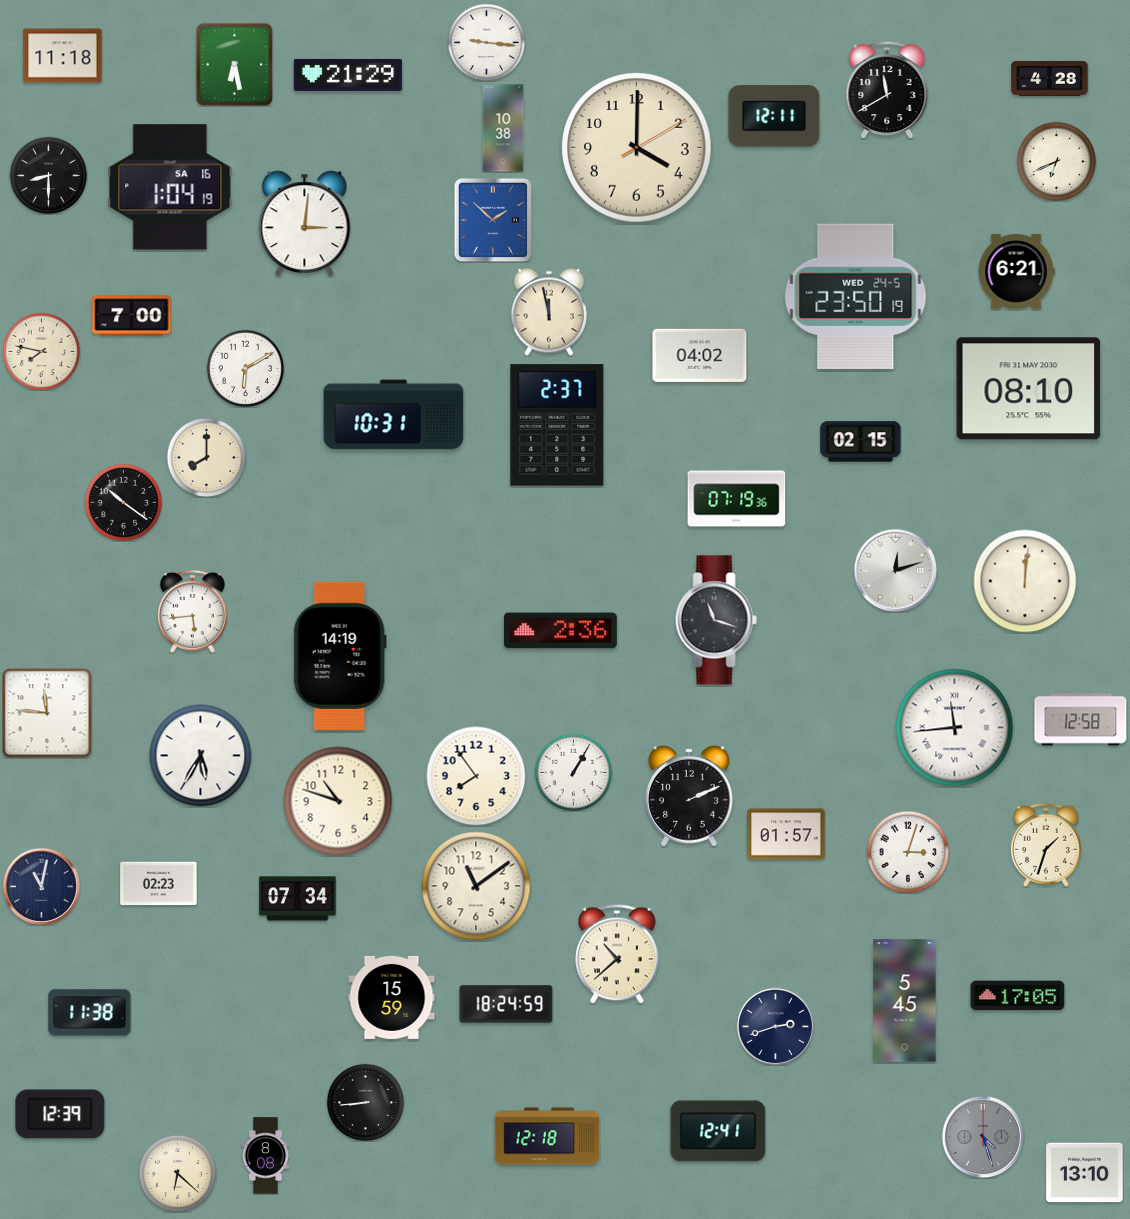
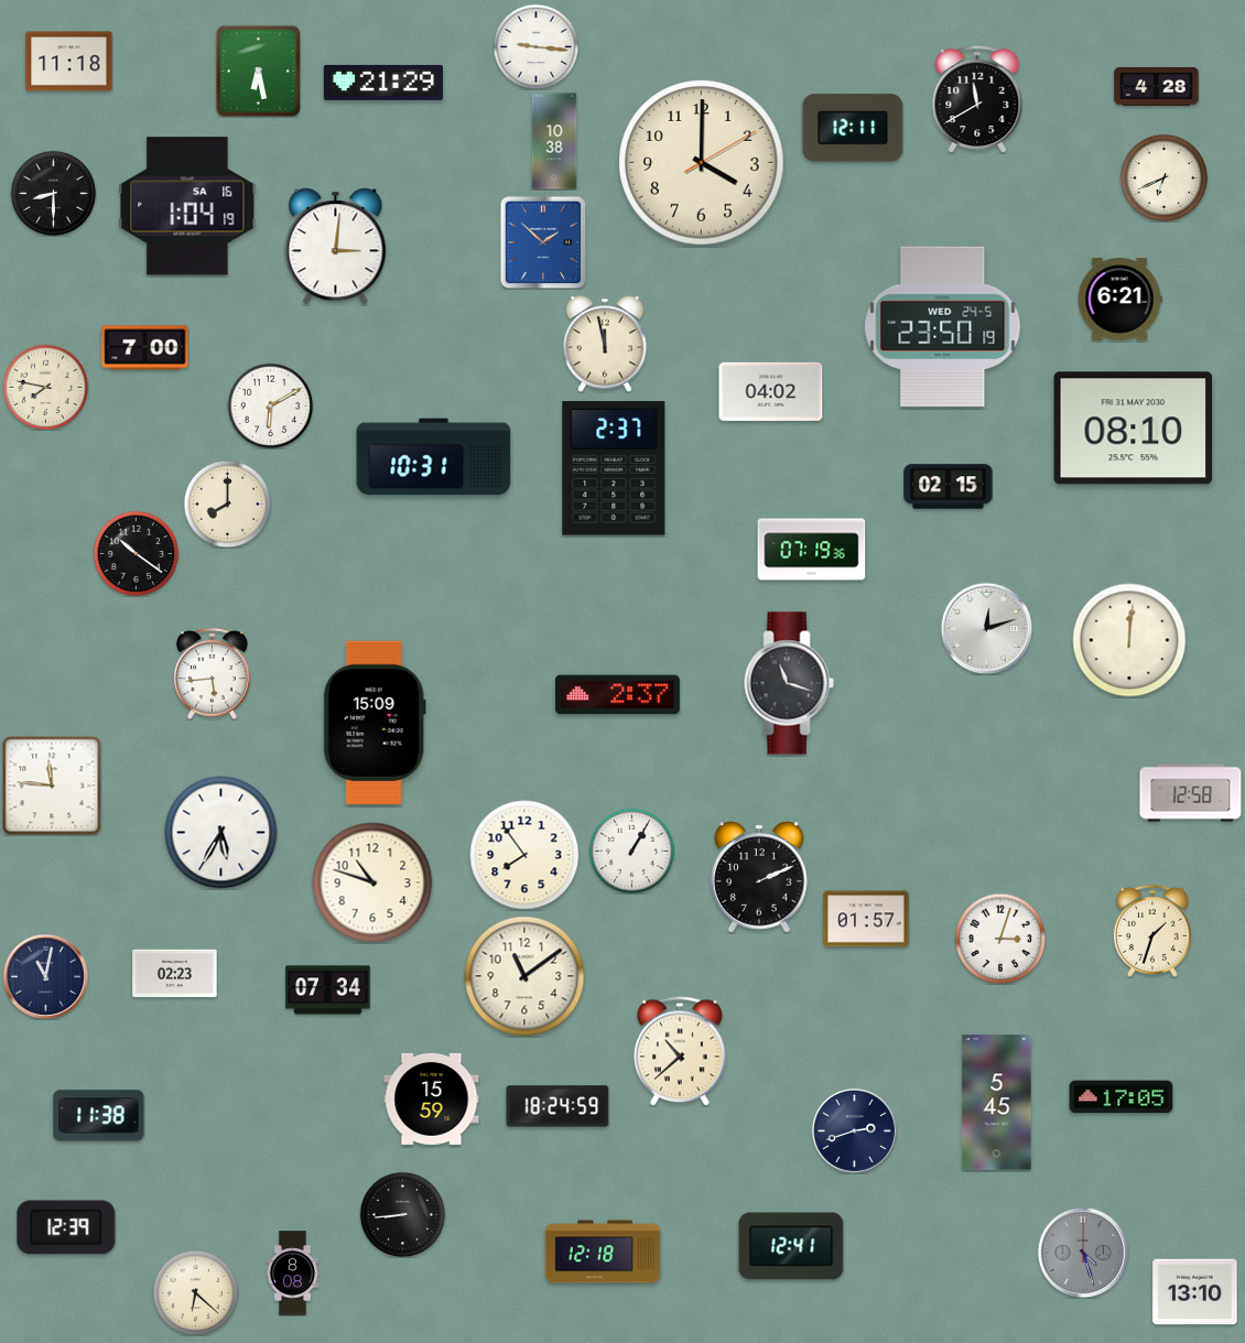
clock at (560, 631): 2:36 -> 2:37
clock at (340, 656): 14:19 -> 15:09
clock at (955, 728): 11:44 -> none
